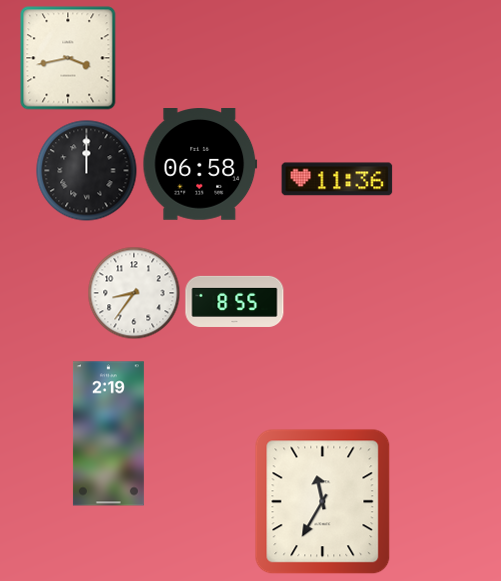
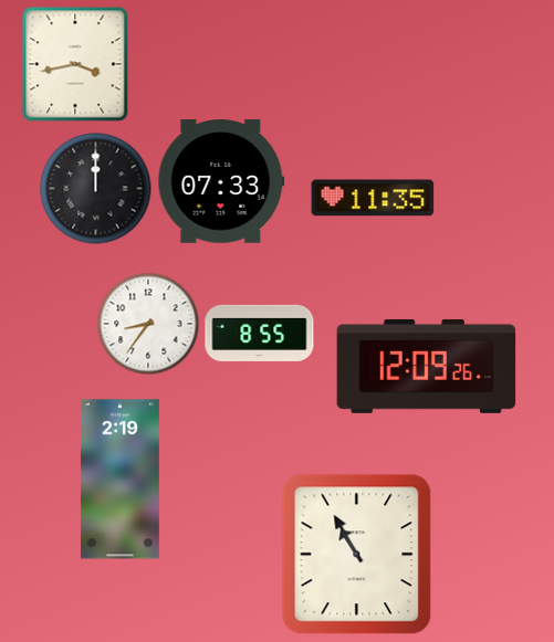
clock at (200, 165): 06:58 -> 07:33
clock at (337, 179): 11:36 -> 11:35
clock at (427, 366): none -> 12:09
clock at (323, 502): 11:35 -> 10:55
